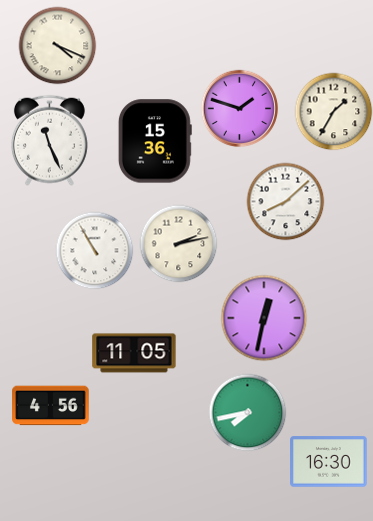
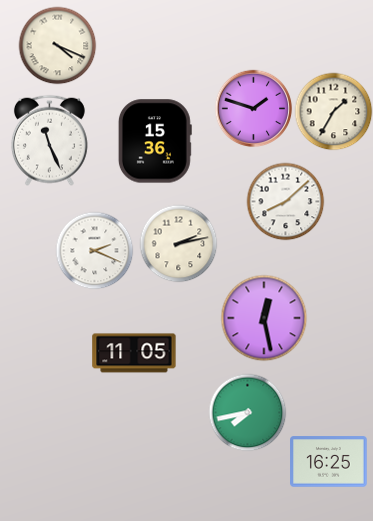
clock at (239, 108) position: (239, 108) -> (253, 108)
clock at (94, 250): 10:55 -> 2:19
clock at (264, 318): 12:32 -> 12:28
clock at (51, 406): 4:56 -> none
clock at (329, 462): 16:30 -> 16:25
